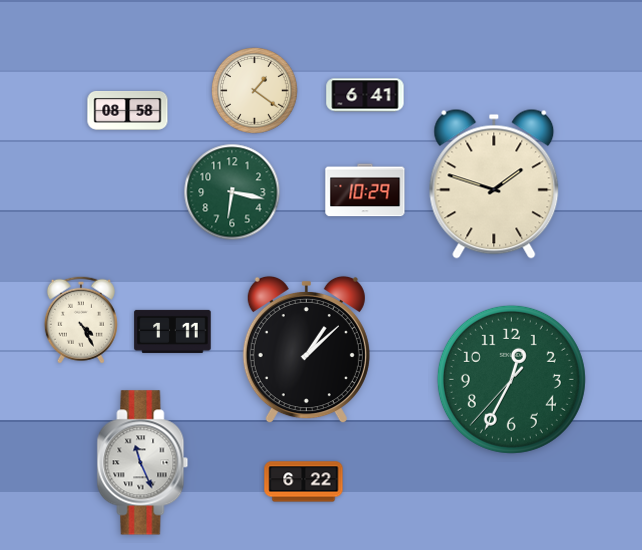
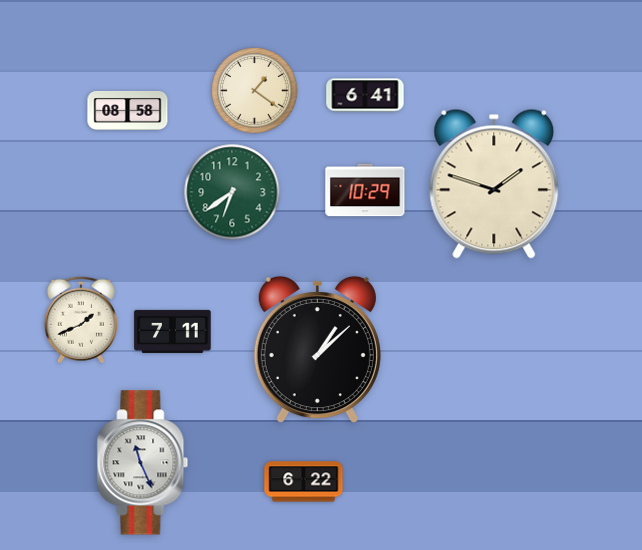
clock at (232, 192): 6:17 -> 6:39
clock at (81, 320): 4:25 -> 1:41
clock at (173, 331): 1:11 -> 7:11
clock at (306, 350) position: (306, 350) -> (317, 350)
clock at (511, 379): 12:34 -> none
